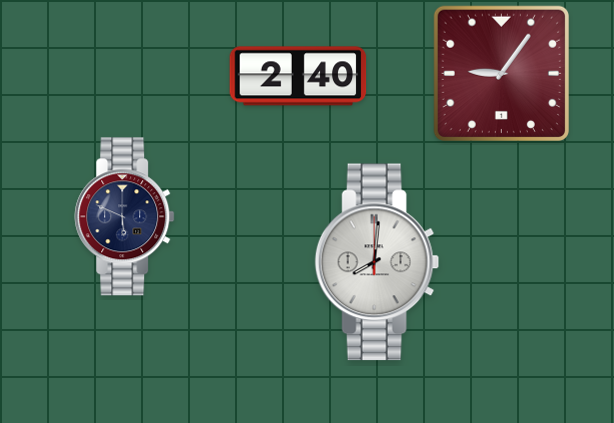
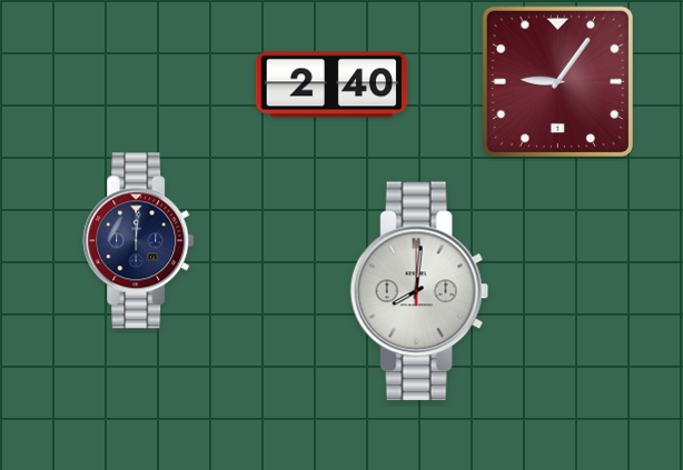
clock at (125, 217): 5:49 -> 12:01
